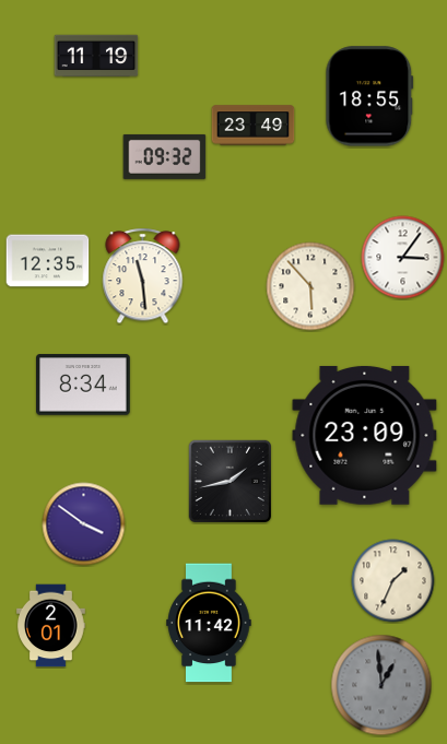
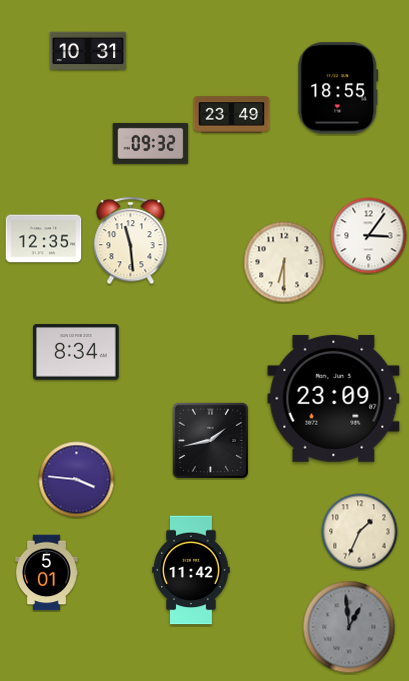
clock at (96, 56): 11:19 -> 10:31
clock at (143, 276) position: (143, 276) -> (131, 241)
clock at (310, 286): 5:53 -> 6:30
clock at (84, 524): 3:51 -> 3:46
clock at (51, 626): 2:01 -> 5:01
